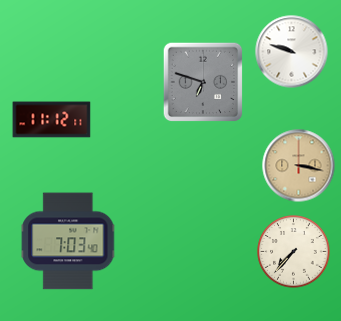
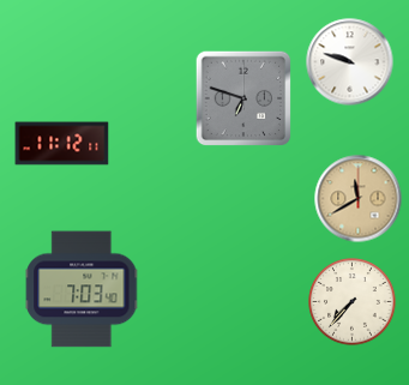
clock at (299, 166): 3:17 -> 11:40
